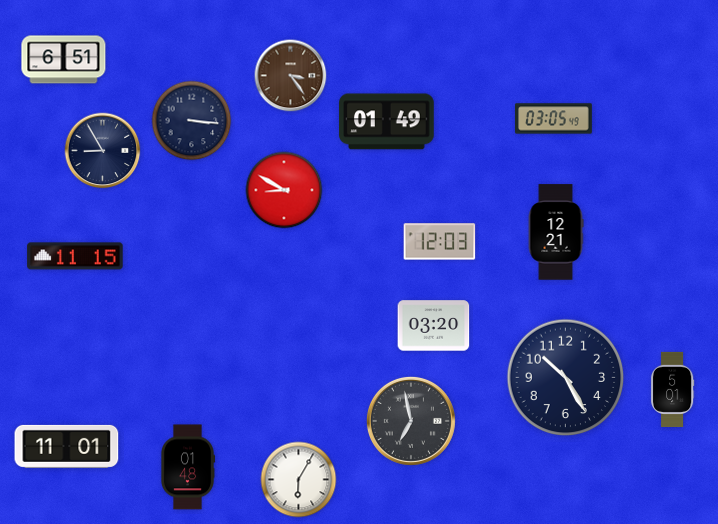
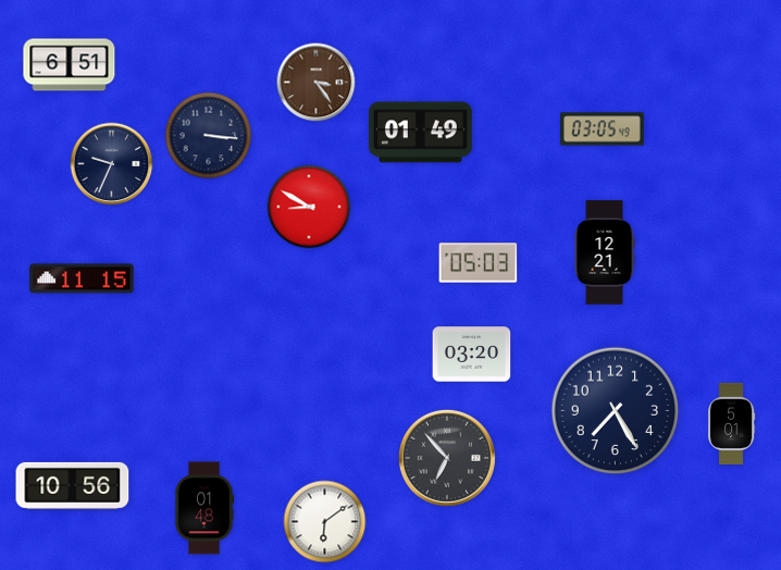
clock at (192, 121) position: (192, 121) -> (209, 136)
clock at (103, 151): 8:55 -> 9:34
clock at (440, 242): 12:03 -> 05:03
clock at (566, 378): 10:25 -> 7:25
clock at (411, 421): 6:58 -> 6:53
clock at (67, 446): 11:01 -> 10:56
clock at (299, 480): 6:05 -> 6:09
